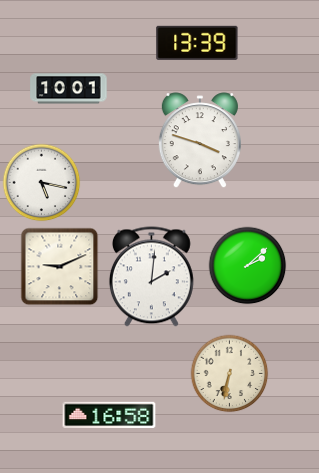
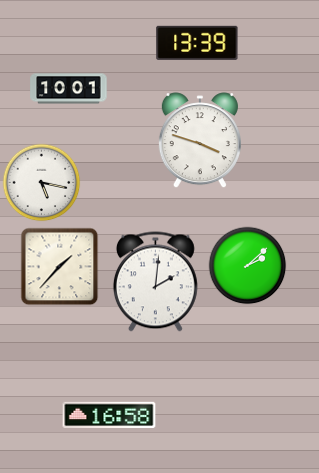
clock at (59, 266): 9:11 -> 1:37
clock at (151, 277) position: (151, 277) -> (155, 282)
clock at (229, 373): 6:32 -> none
